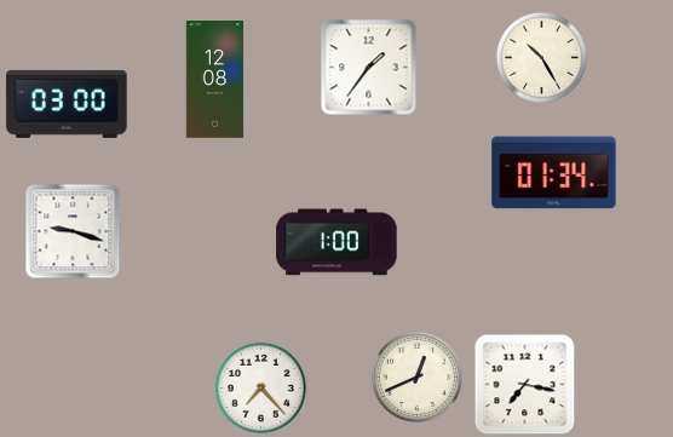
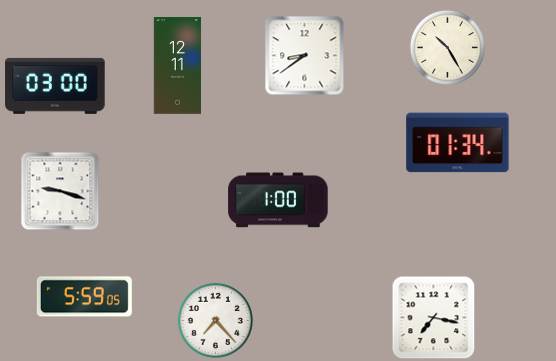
clock at (369, 68): 1:36 -> 8:39
clock at (215, 80): 12:08 -> 12:11
clock at (84, 297): none -> 5:59
clock at (416, 376): 12:41 -> none
